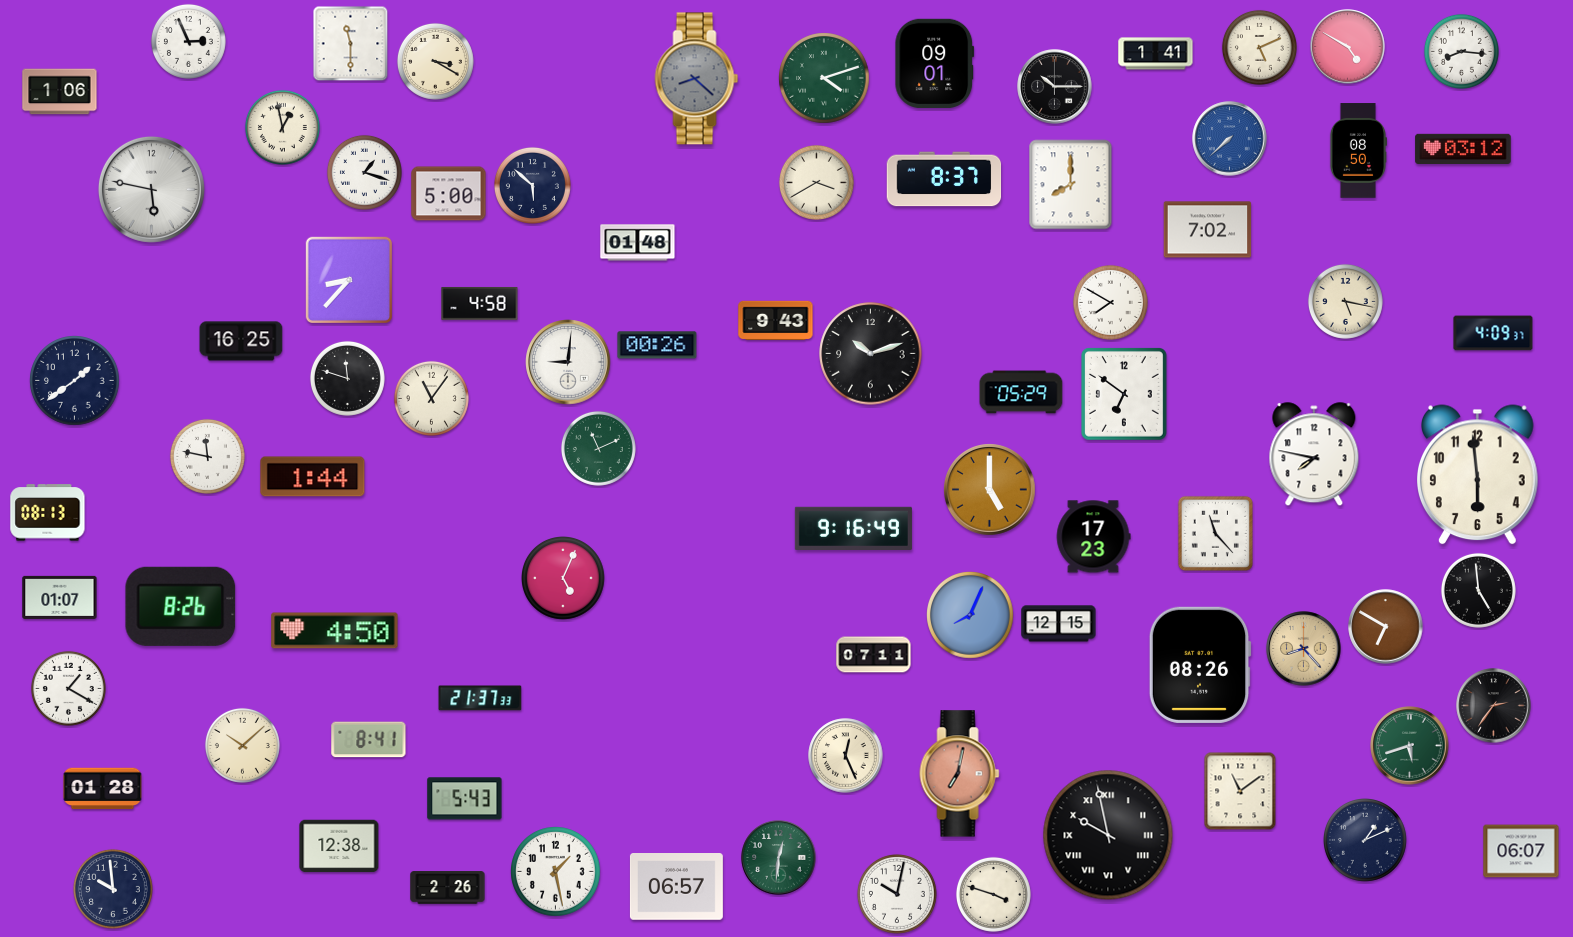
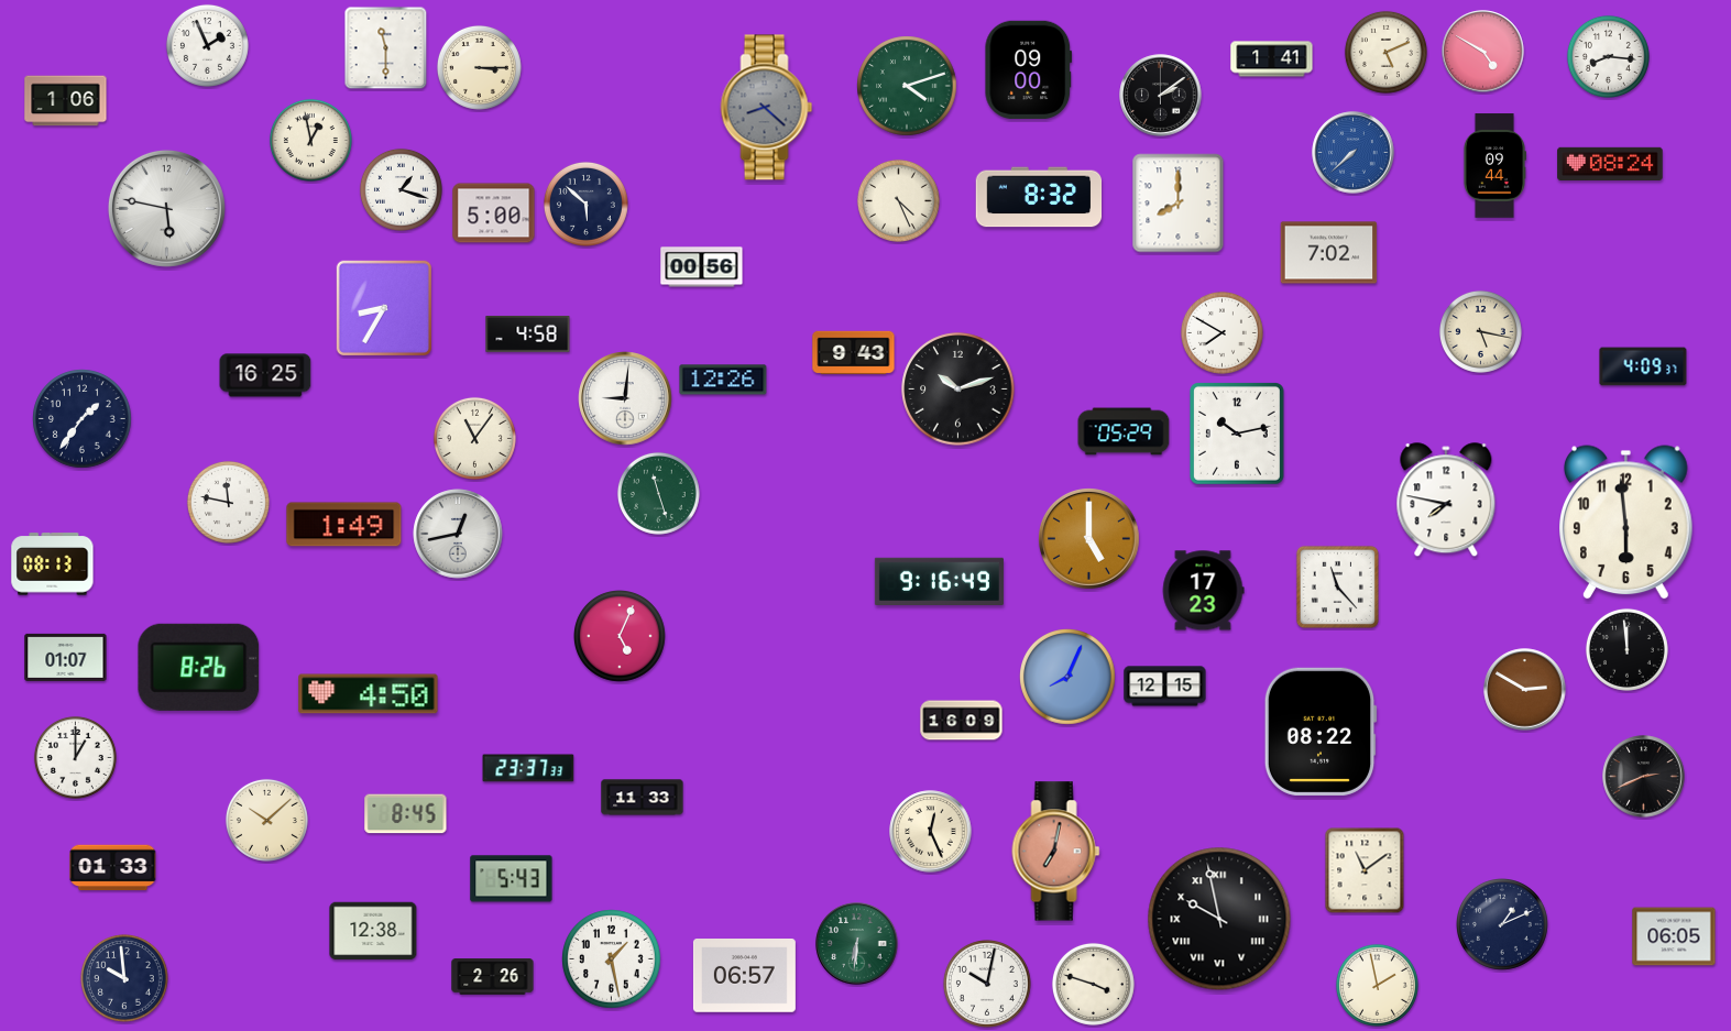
clock at (188, 41): 2:56 -> 1:56
clock at (435, 61): 3:20 -> 3:15
clock at (935, 63): 09:01 -> 09:00
clock at (697, 79) position: (697, 79) -> (767, 108)
clock at (1055, 87): 10:15 -> 2:09
clock at (1463, 148): 03:12 -> 08:24
clock at (1357, 151): 08:50 -> 09:44
clock at (944, 179): 8:37 -> 8:32
clock at (816, 182): 3:40 -> 4:26
clock at (638, 243): 01:48 -> 00:56
clock at (348, 279): 8:37 -> 8:35
clock at (657, 345): 00:26 -> 12:26
clock at (347, 378): 11:48 -> none
clock at (75, 381): 1:39 -> 1:36
clock at (1124, 395): 6:51 -> 10:13
clock at (598, 448): 11:11 -> 11:27
clock at (313, 477): 1:44 -> 1:49
clock at (458, 534): none -> 12:43
clock at (1478, 590): 4:59 -> 11:59
clock at (1386, 627): 6:50 -> 2:50
clock at (1304, 649): 8:23 -> none
clock at (874, 655): 07:11 -> 16:09
clock at (1200, 665): 08:26 -> 08:22
clock at (68, 688): 1:20 -> 1:00
clock at (480, 698): 21:37 -> 23:37
clock at (1494, 706): 2:36 -> 2:41
clock at (643, 798): none -> 11:33
clock at (369, 740): 8:41 -> 8:45
clock at (1410, 746): 5:42 -> none
clock at (103, 789): 01:28 -> 01:33
clock at (1521, 851): 06:07 -> 06:05
clock at (779, 858): 12:31 -> 6:31
clock at (1377, 985): none -> 1:58
